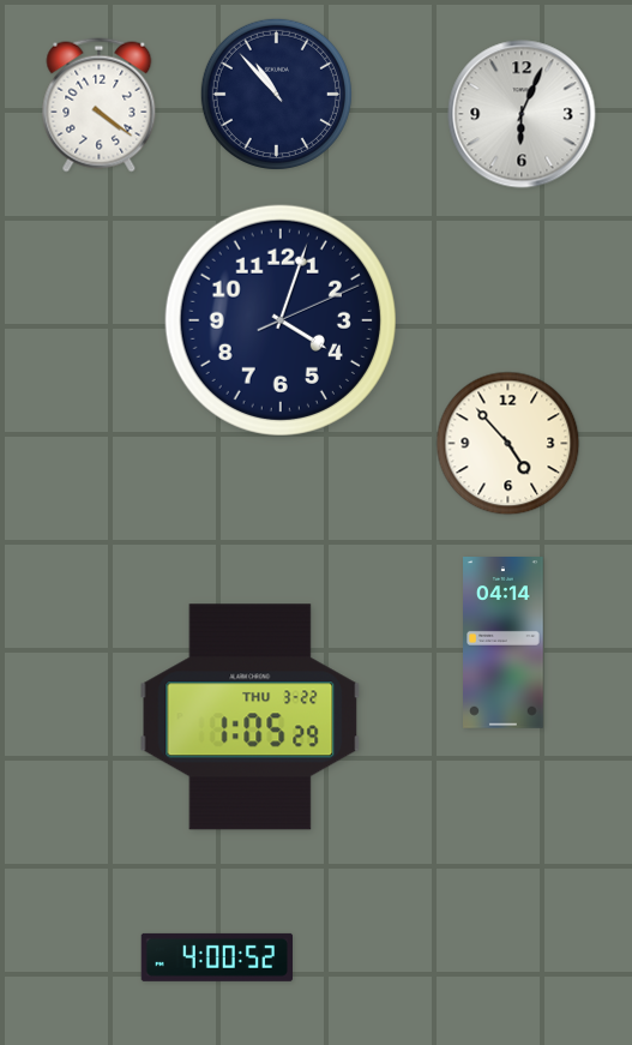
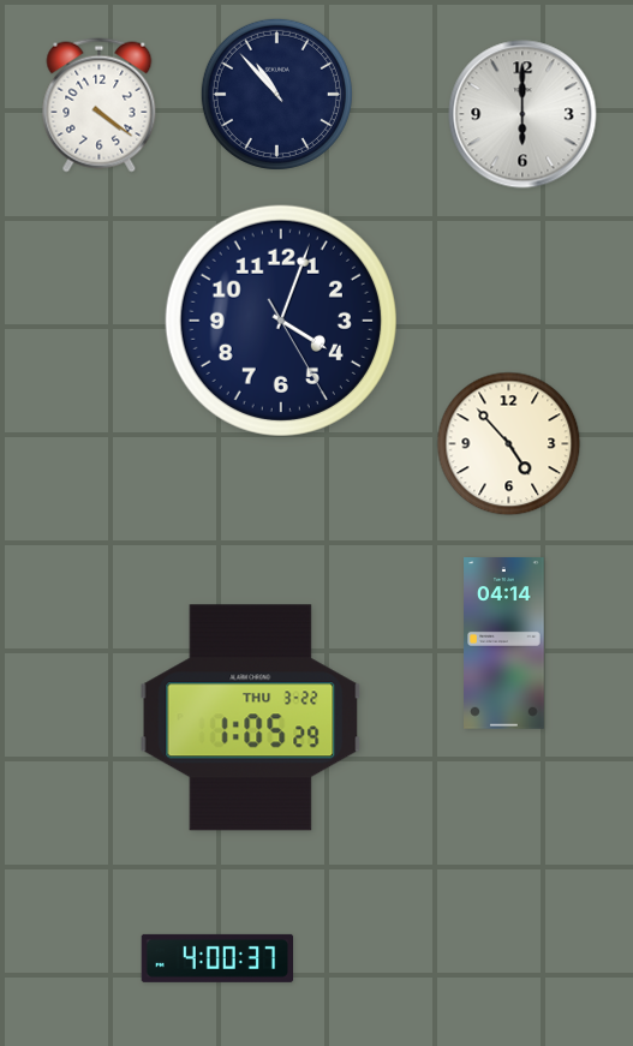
clock at (522, 114): 6:04 -> 6:00
clock at (281, 320): 4:03:11 -> 4:03:25
clock at (216, 957): 4:00:52 -> 4:00:37
